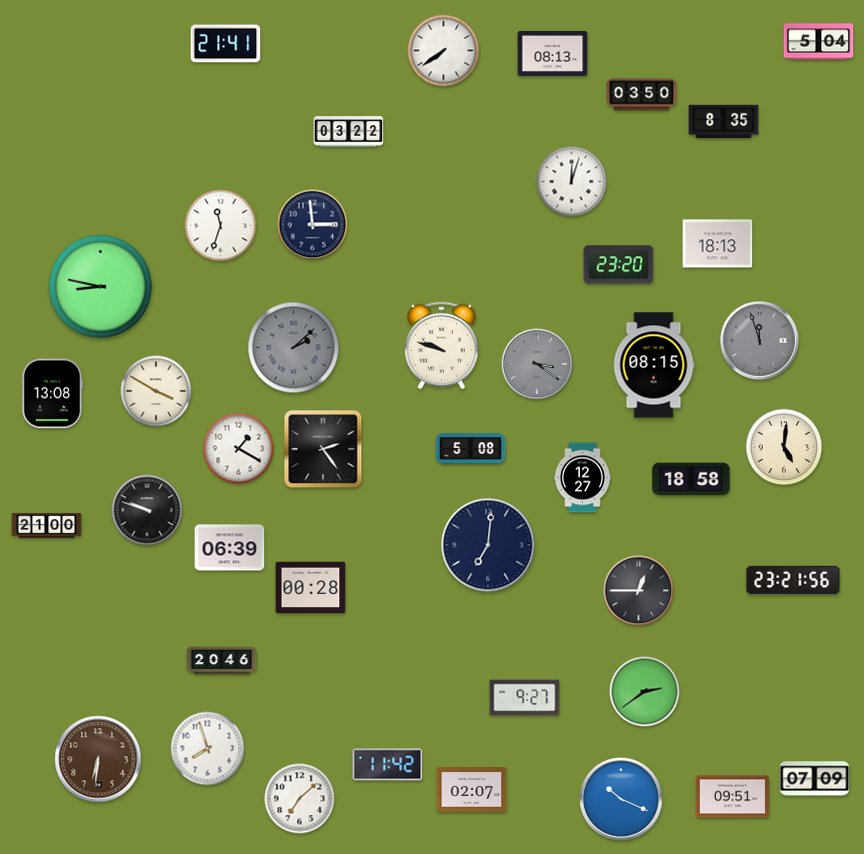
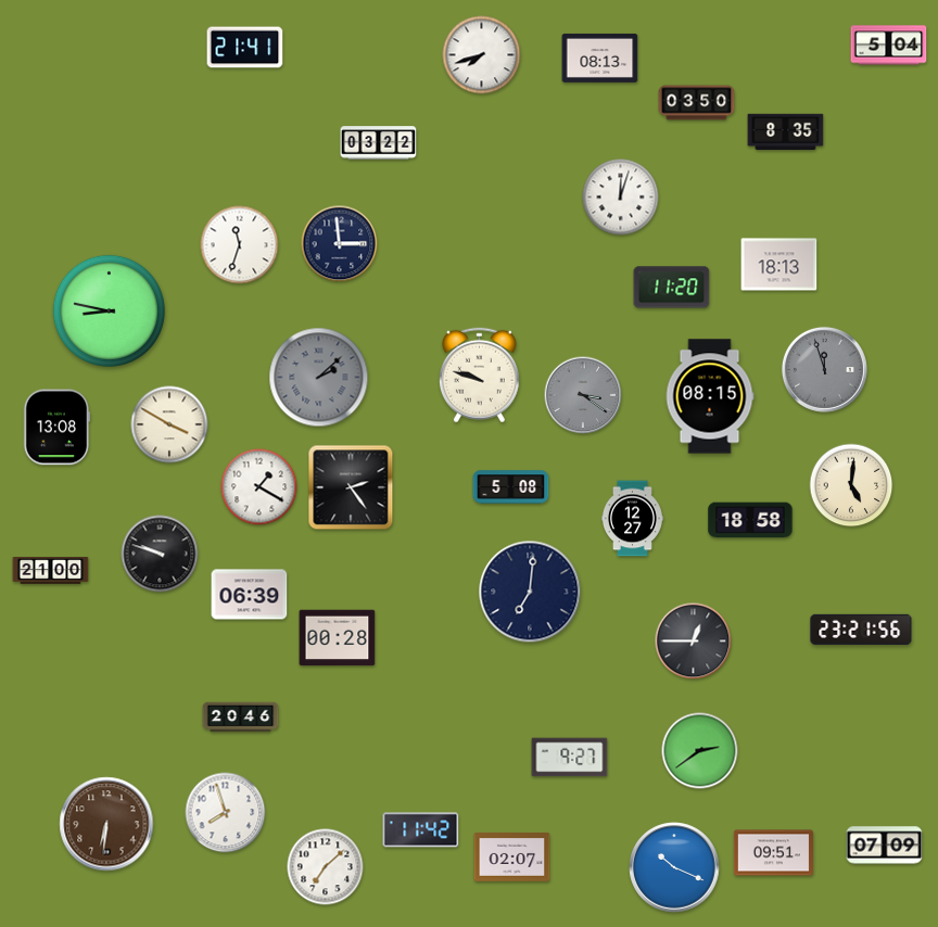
clock at (444, 51): 7:39 -> 7:42
clock at (619, 265): 23:20 -> 11:20
clock at (732, 797) position: (732, 797) -> (773, 853)
